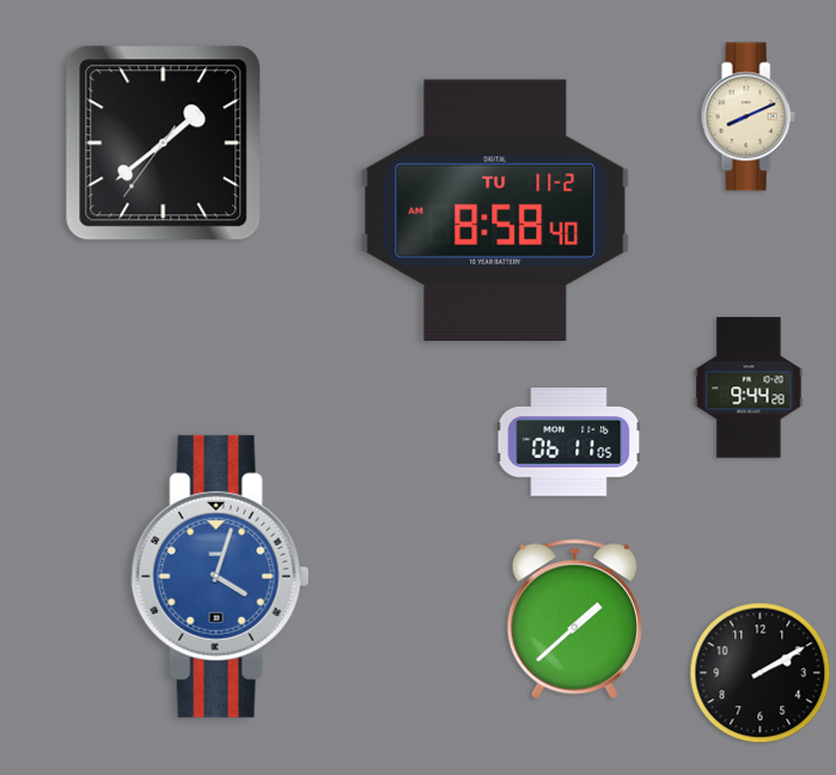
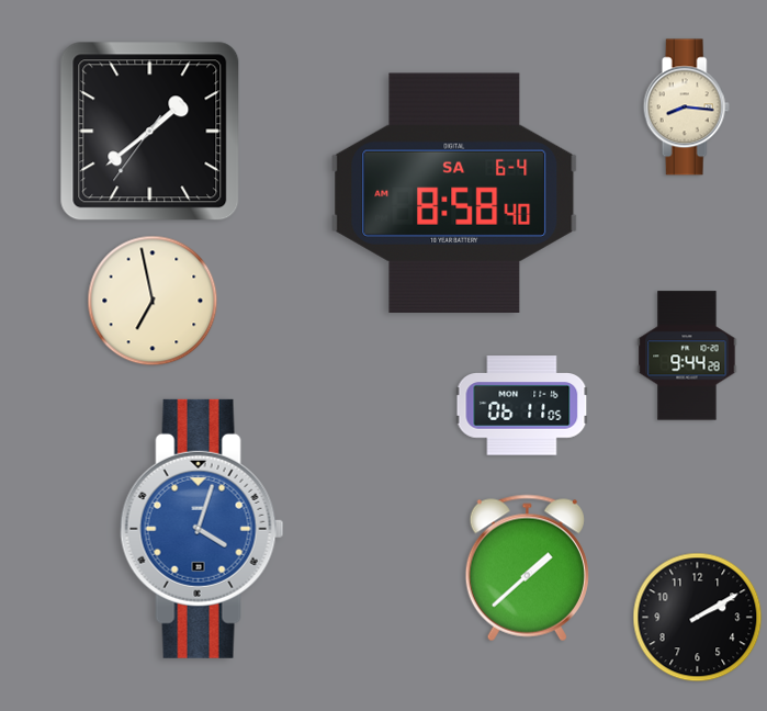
clock at (747, 117): 8:11 -> 8:16
clock at (495, 209) date: TU 11-2 -> SA 6-4
clock at (153, 301): none -> 6:58
